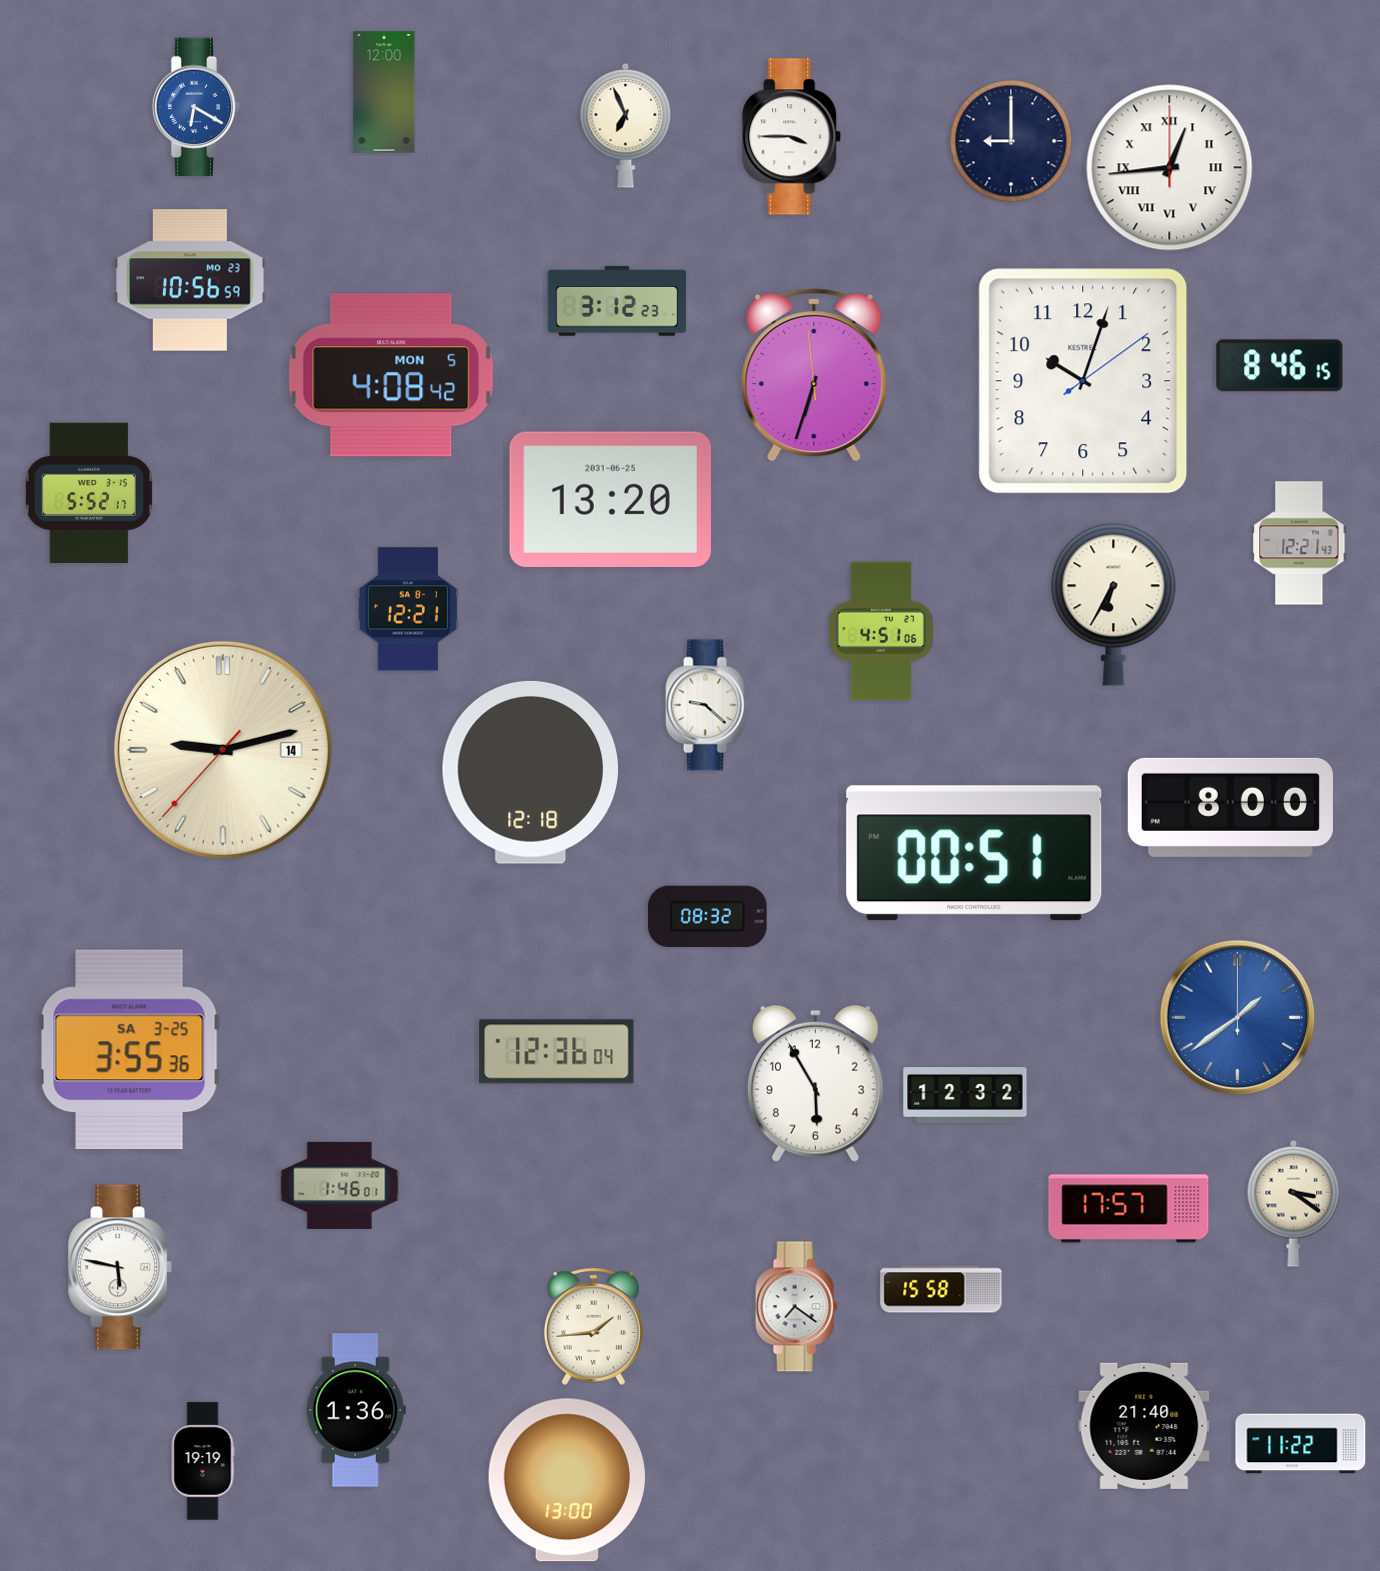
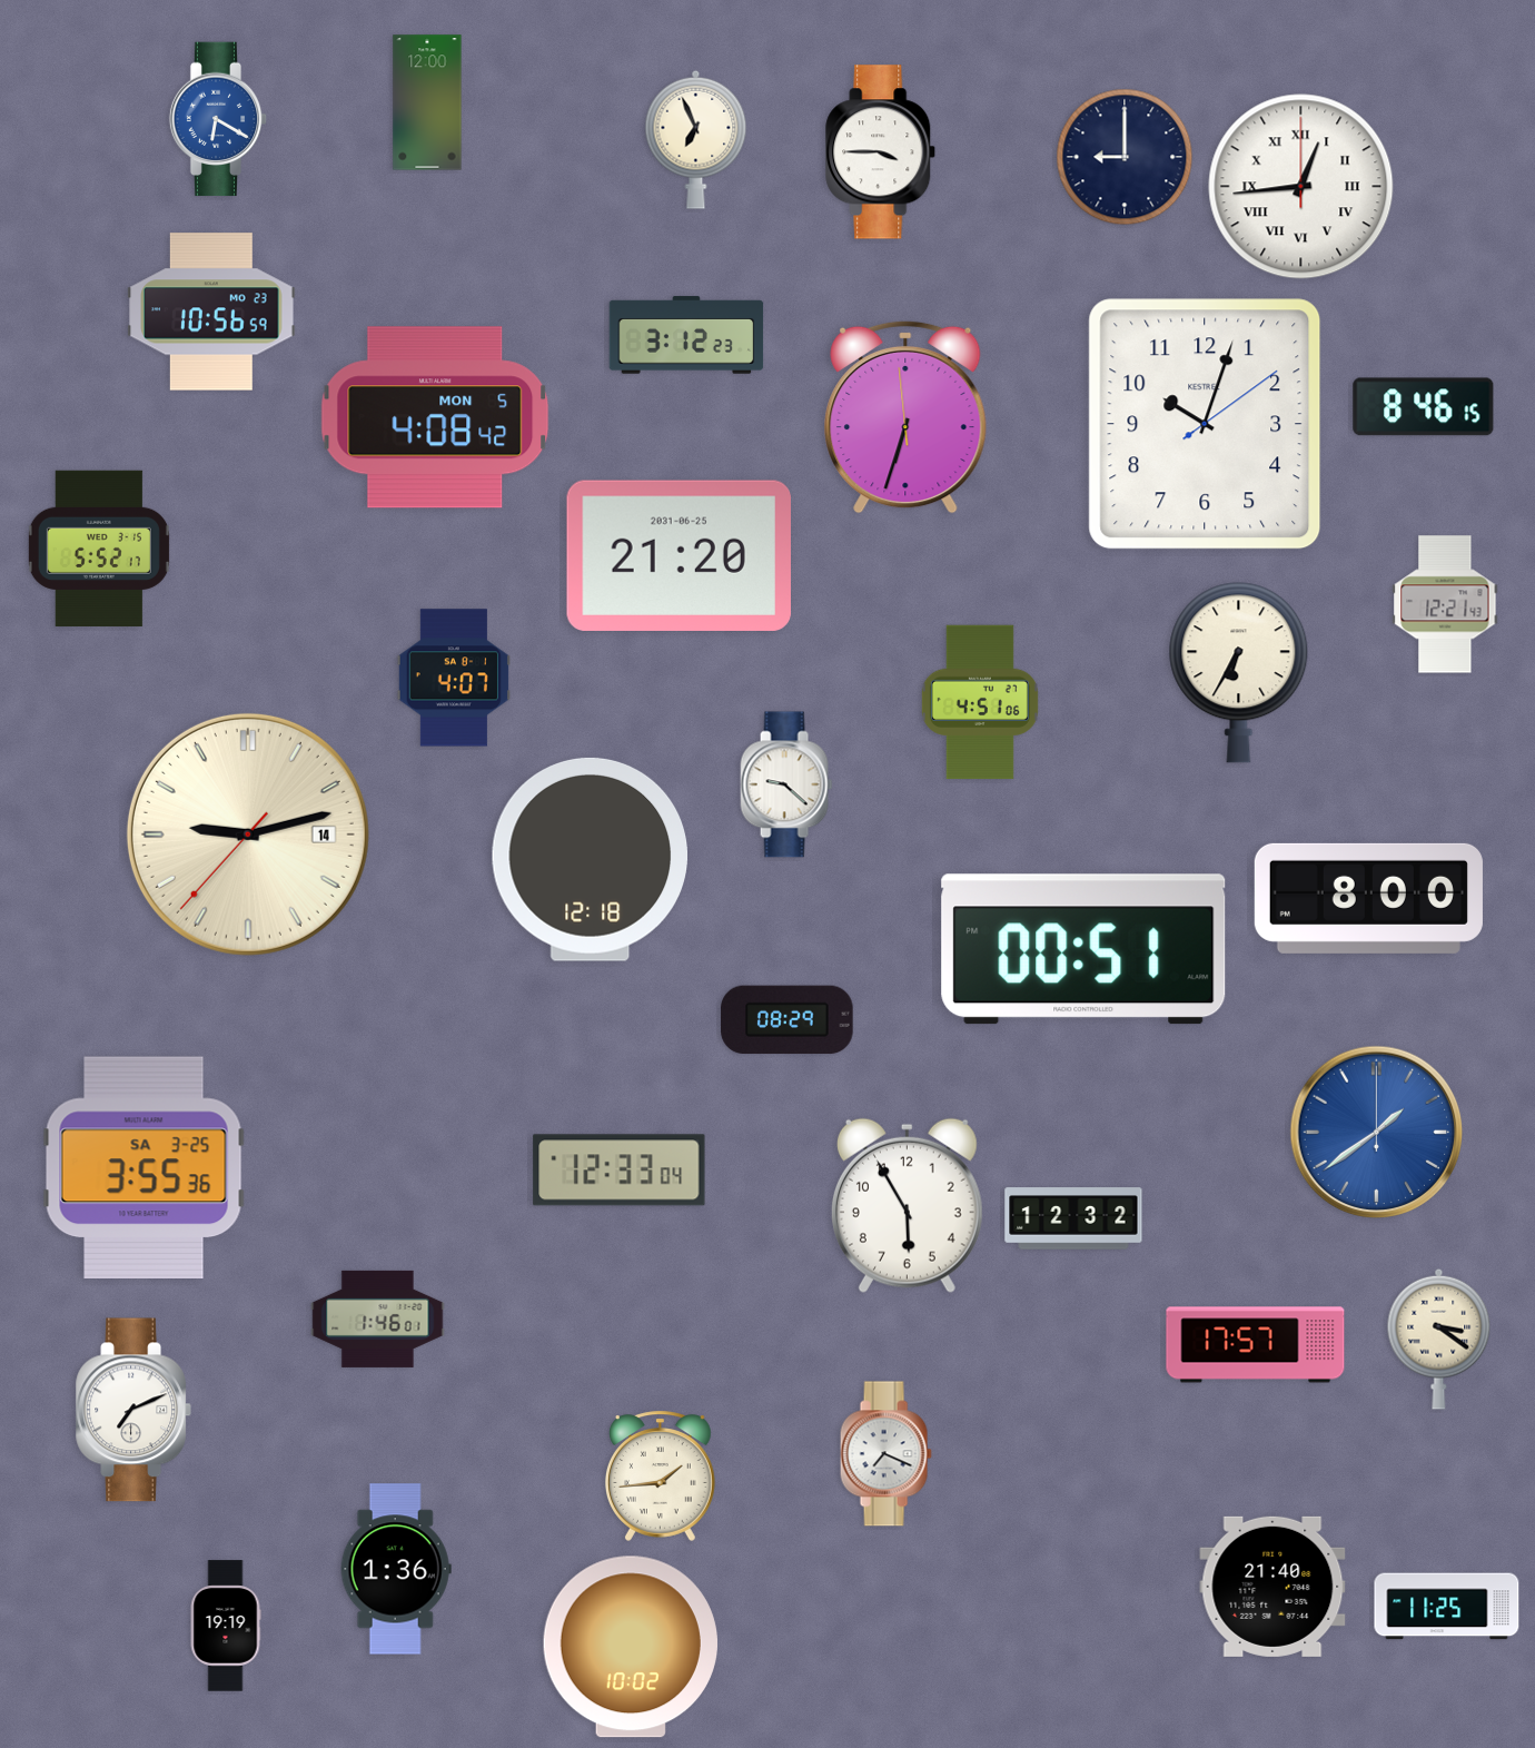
clock at (610, 499): 13:20 -> 21:20
clock at (408, 609): 12:21 -> 4:07
clock at (708, 917): 08:32 -> 08:29
clock at (557, 1052): 12:36 -> 12:33
clock at (119, 1267): 5:47 -> 7:11
clock at (941, 1289): 15:58 -> none
clock at (796, 1307): 7:21 -> 7:19
clock at (1301, 1444): 11:22 -> 11:25
clock at (567, 1480): 13:00 -> 10:02
